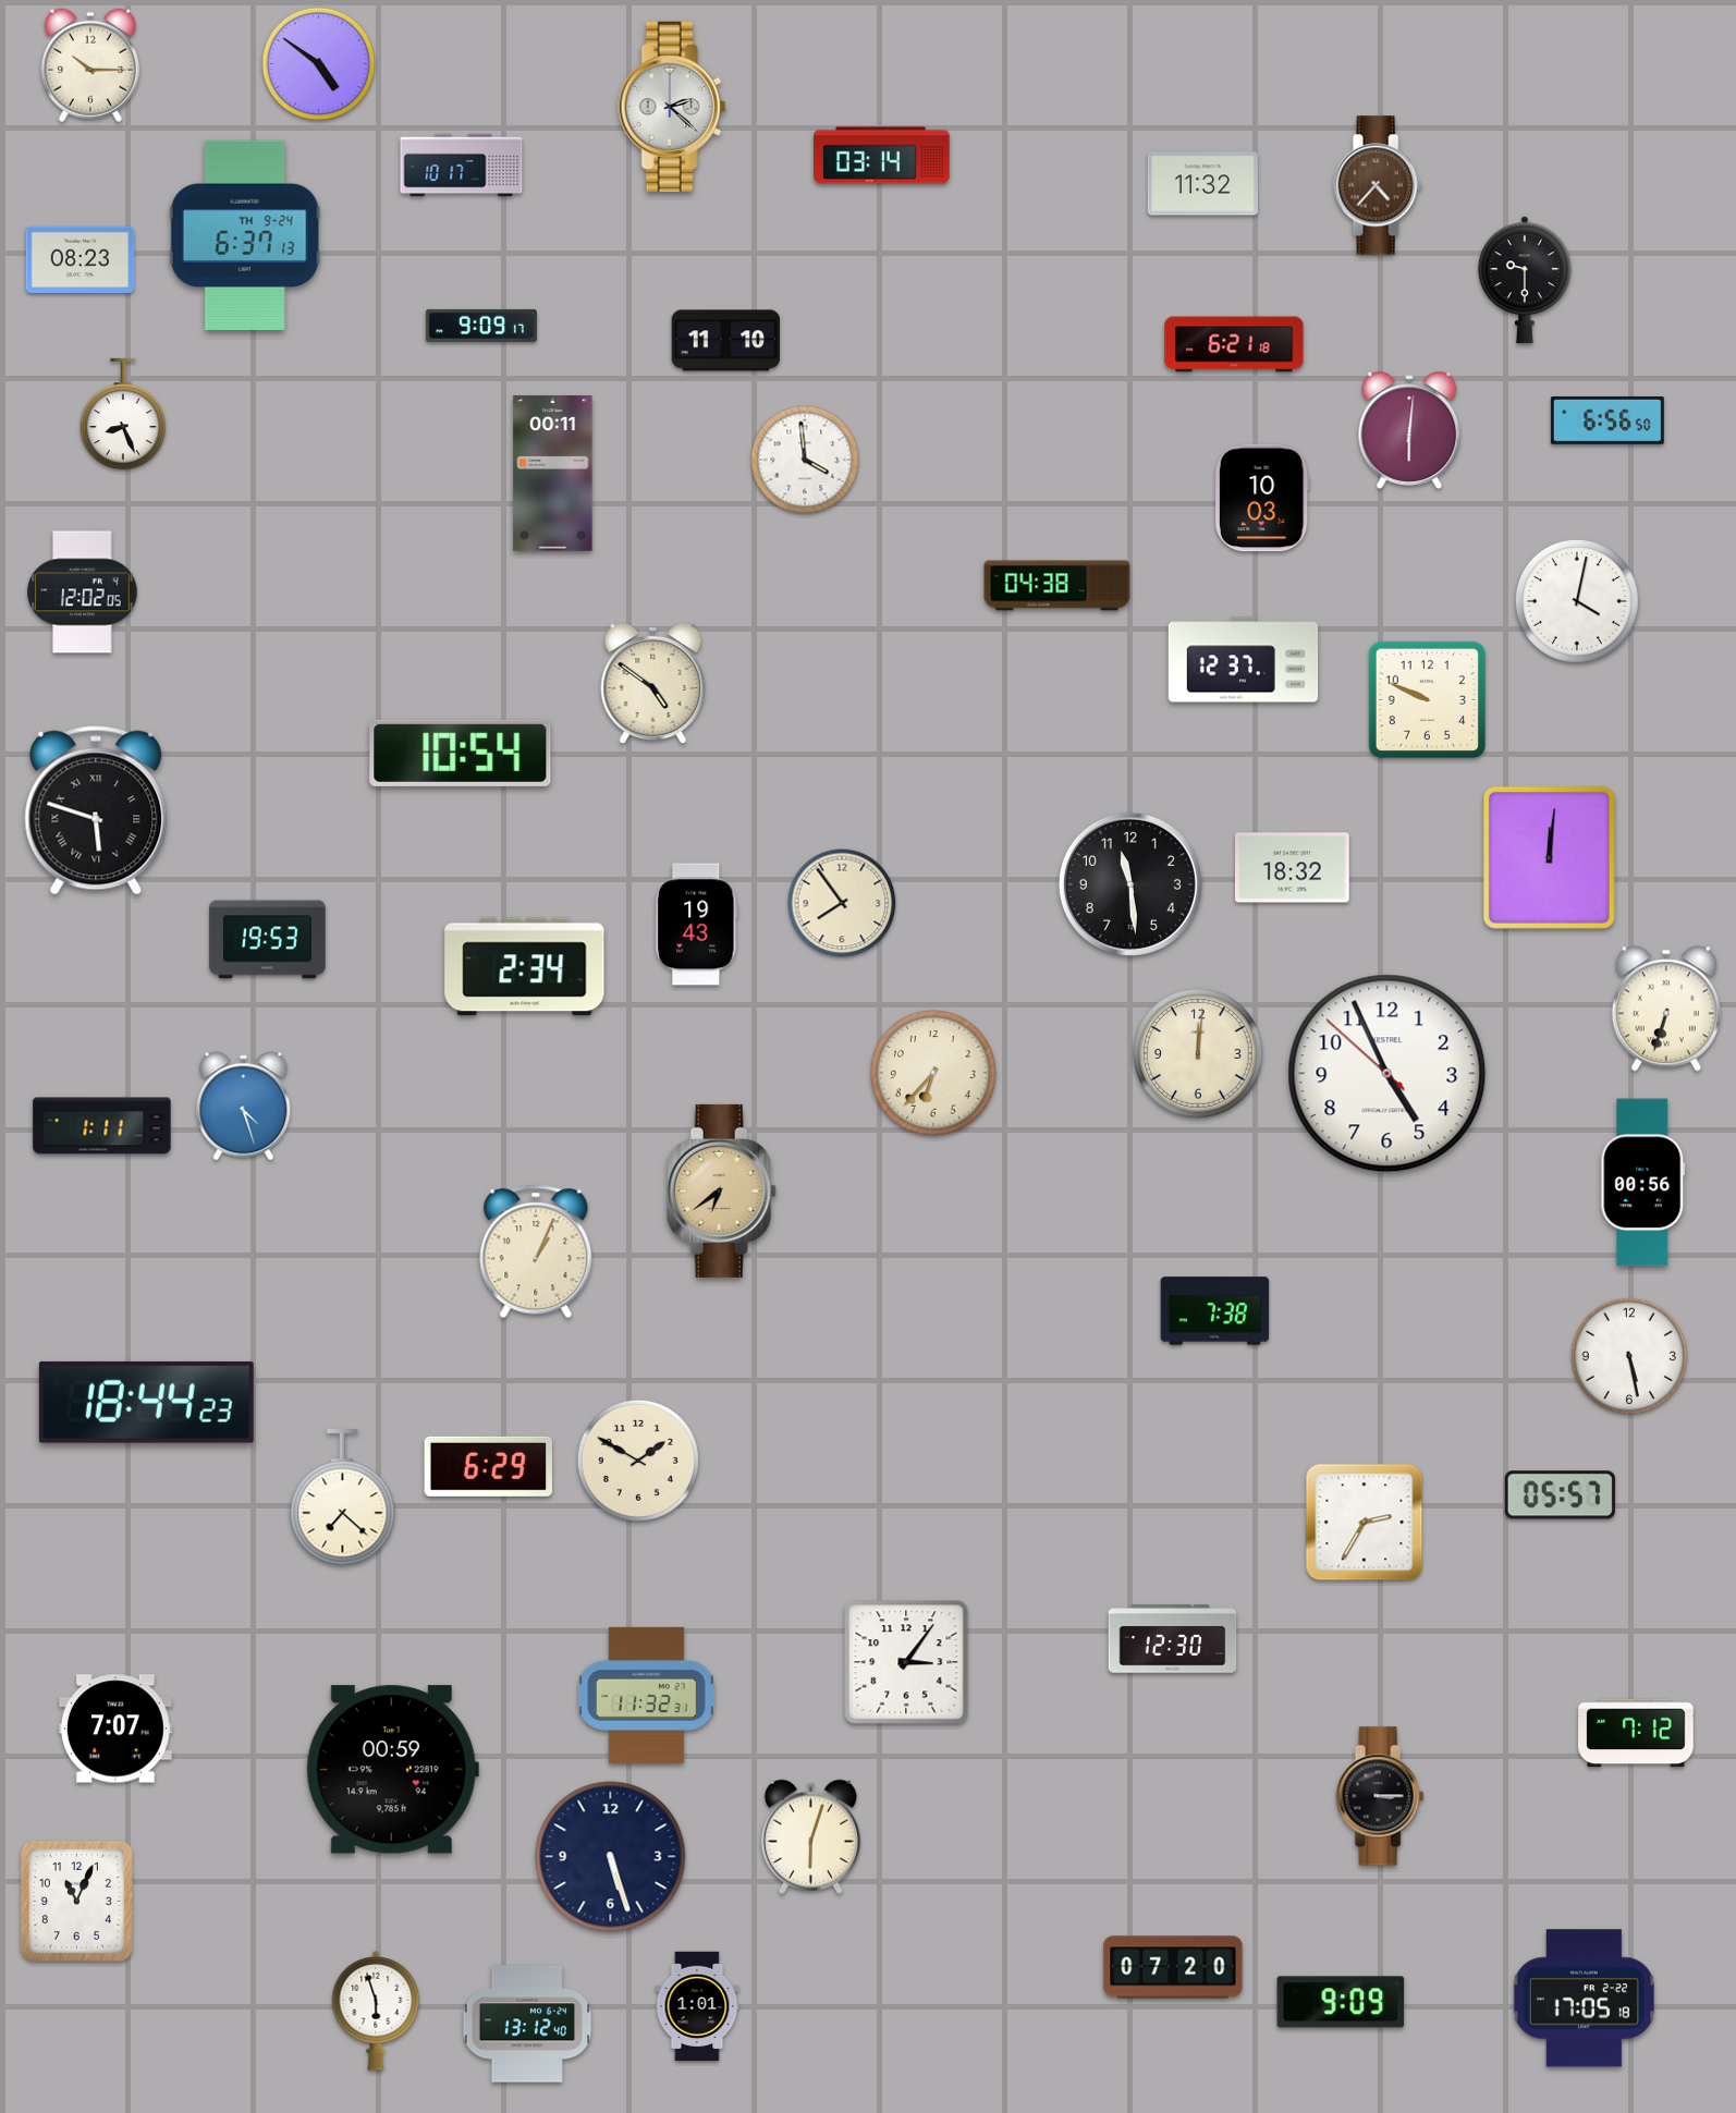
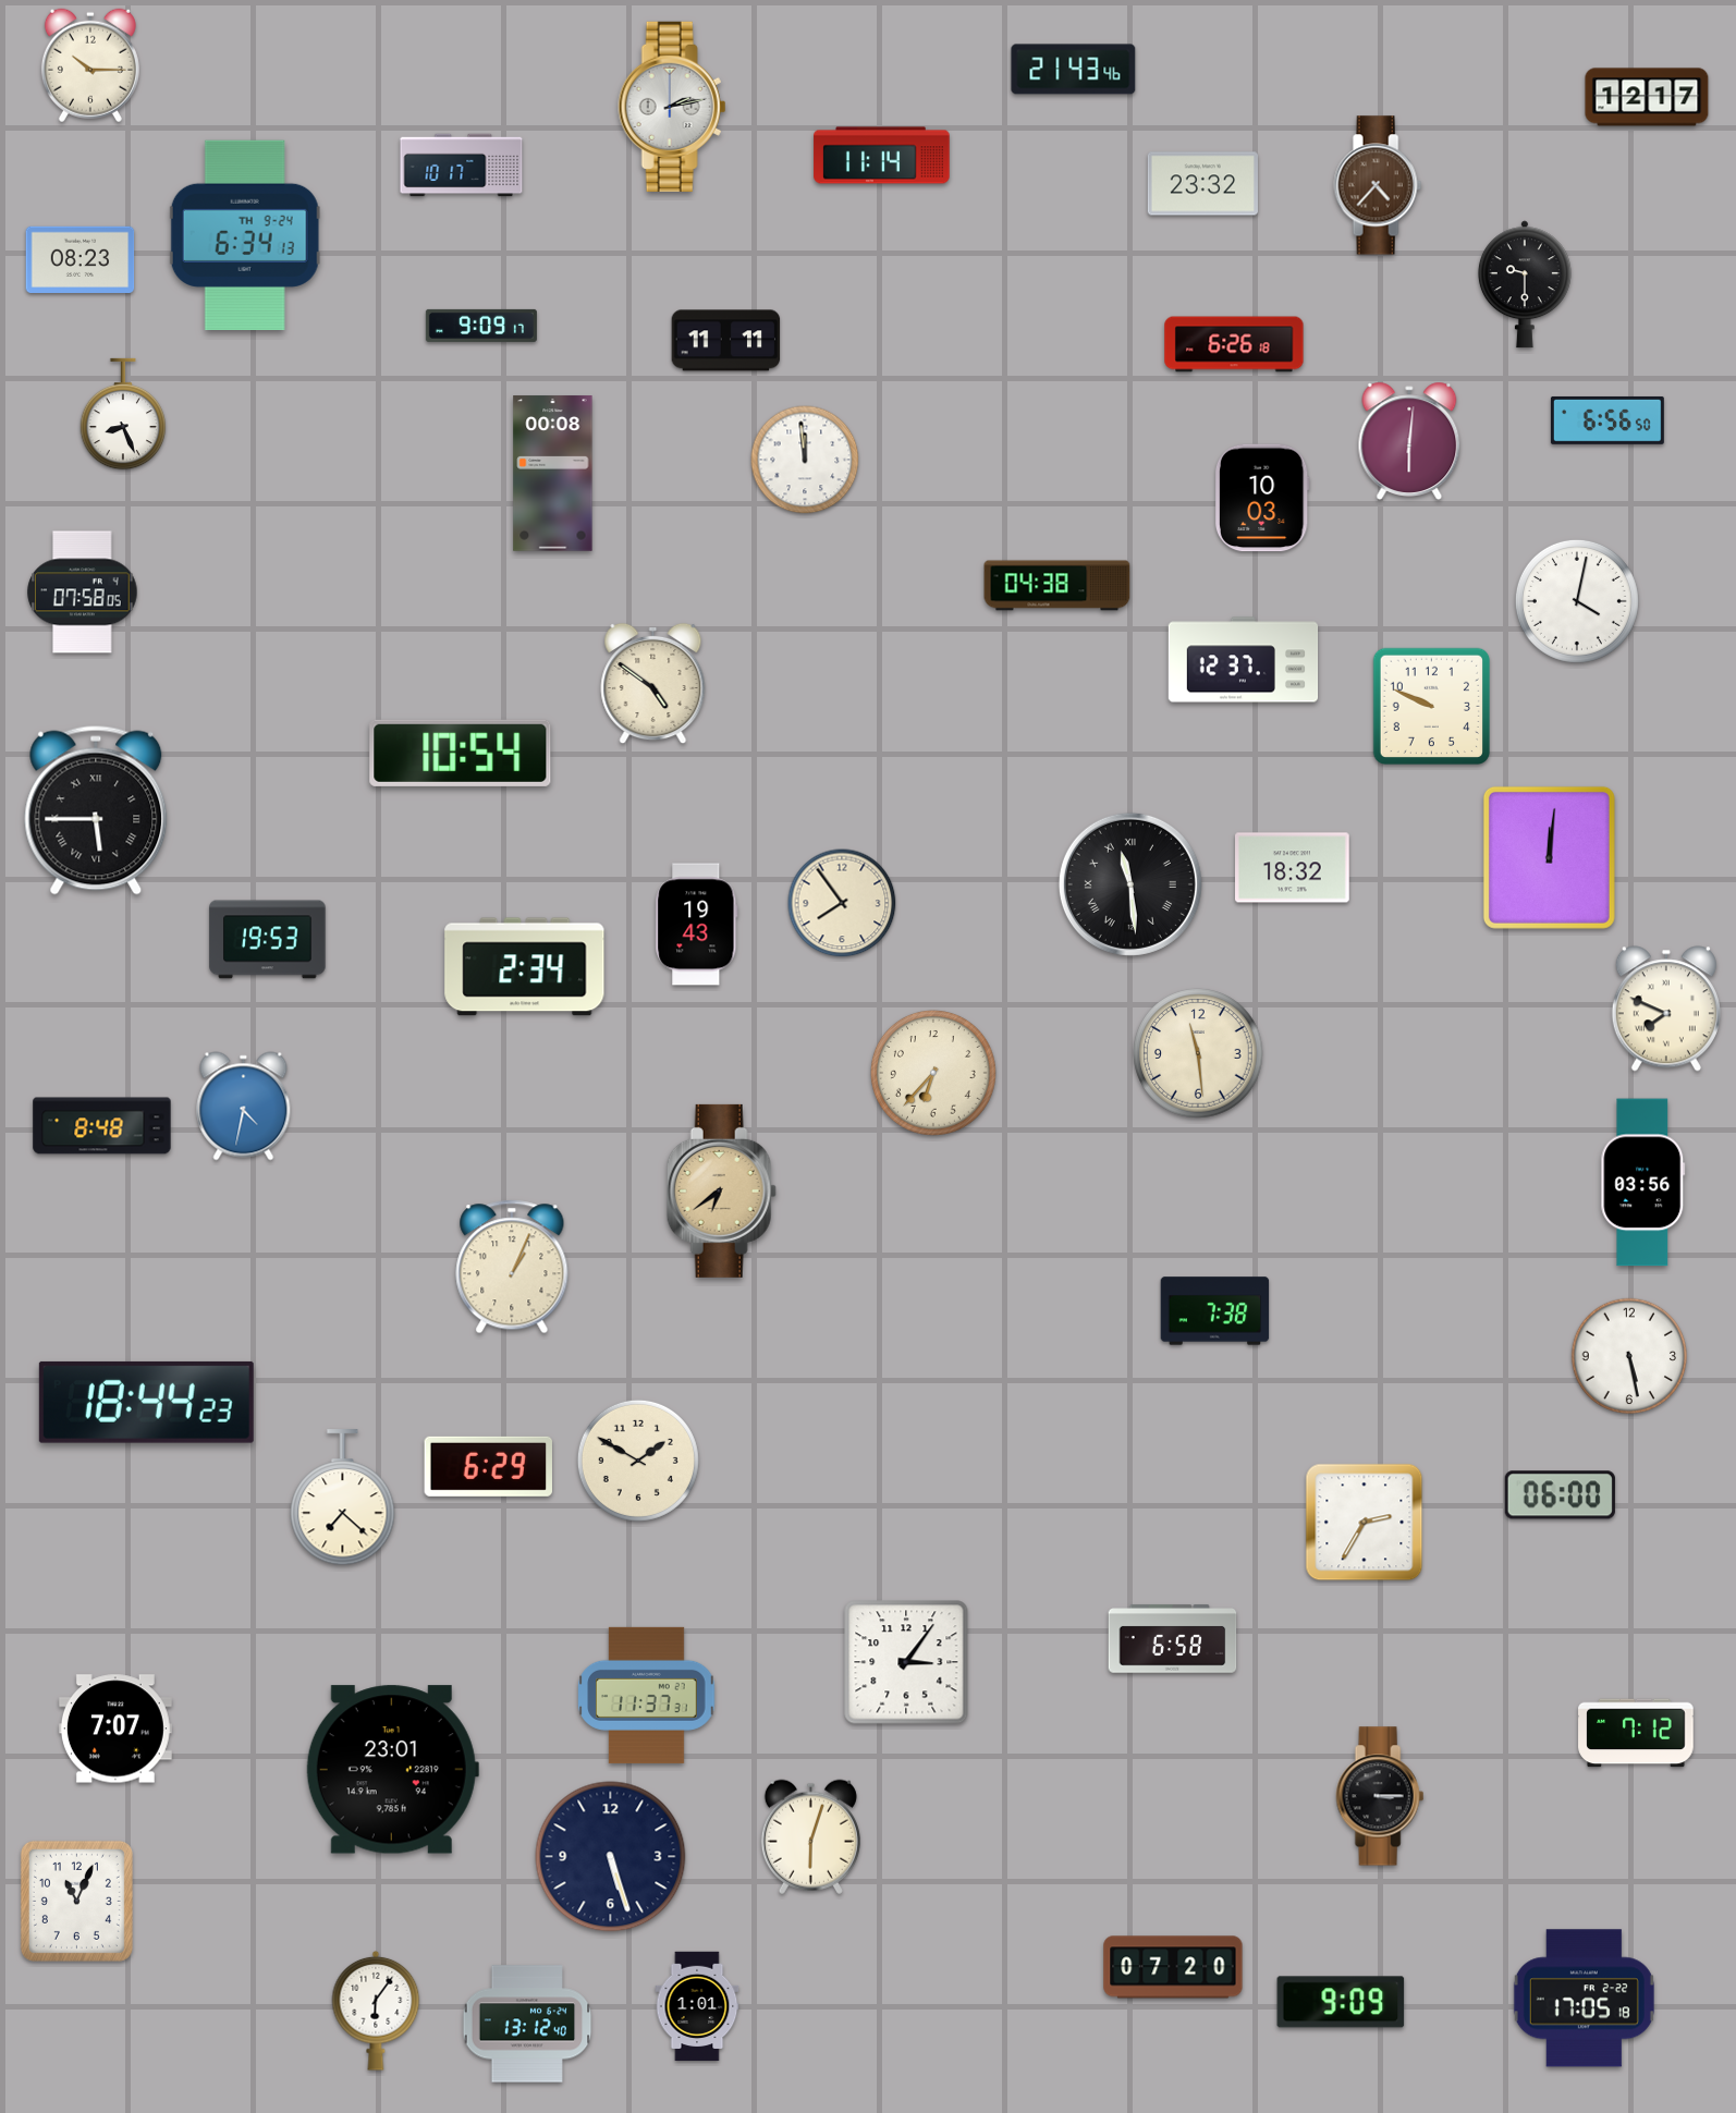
clock at (319, 64): 4:51 -> none
clock at (1074, 70): none -> 21:43
clock at (1647, 97): none -> 12:17
clock at (672, 107): 2:22 -> 2:13
clock at (882, 156): 03:14 -> 11:14
clock at (1202, 184): 11:32 -> 23:32
clock at (245, 234): 6:37 -> 6:34
clock at (1525, 280) position: (1525, 280) -> (1525, 284)
clock at (726, 341): 11:10 -> 11:11
clock at (1234, 344): 6:21 -> 6:26
clock at (1409, 429) position: (1409, 429) -> (1409, 440)
clock at (805, 460): 3:59 -> 11:59
clock at (553, 474): 00:11 -> 00:08
clock at (83, 593): 12:02 -> 07:58
clock at (1427, 699) position: (1427, 699) -> (1431, 706)
clock at (96, 810): 5:48 -> 5:45
clock at (1130, 884) numerals: Arabic -> Roman
clock at (1666, 1009): 6:33 -> 7:49
clock at (1198, 1053): 12:01 -> 11:29
clock at (1387, 1074): 4:55 -> none
clock at (244, 1107): 4:27 -> 4:32
clock at (102, 1126): 1:11 -> 8:48
clock at (1643, 1183): 00:56 -> 03:56
clock at (536, 1251) position: (536, 1251) -> (512, 1267)
clock at (1560, 1495): 05:57 -> 06:00
clock at (1173, 1639): 12:30 -> 6:58
clock at (647, 1695): 11:32 -> 11:37
clock at (392, 1770): 00:59 -> 23:01
clock at (376, 2011): 5:57 -> 6:06
